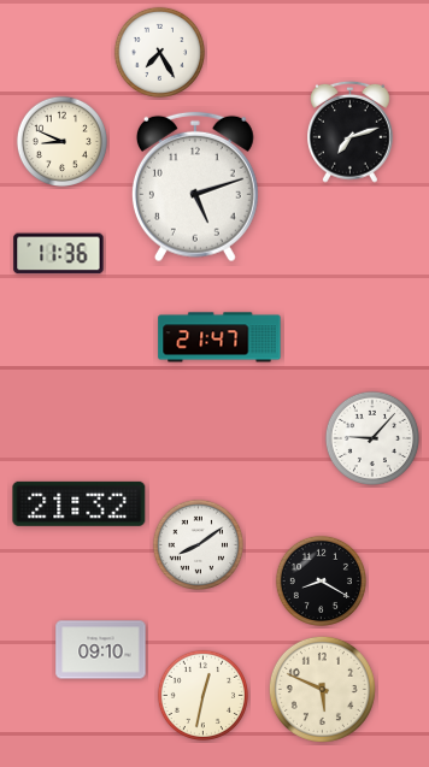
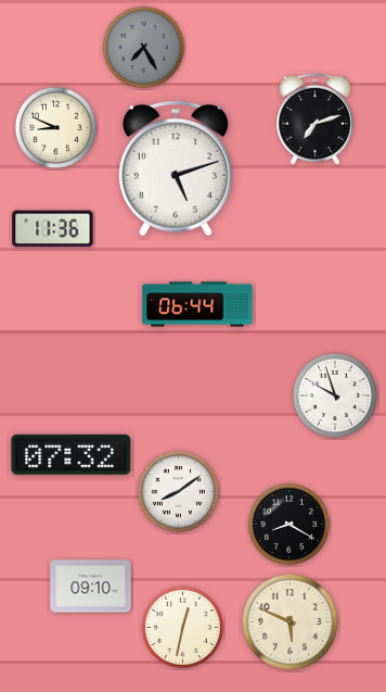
clock at (159, 52) dial: white -> grey
clock at (219, 337): 21:47 -> 06:44
clock at (372, 438): 9:07 -> 9:57
clock at (80, 503): 21:32 -> 07:32
